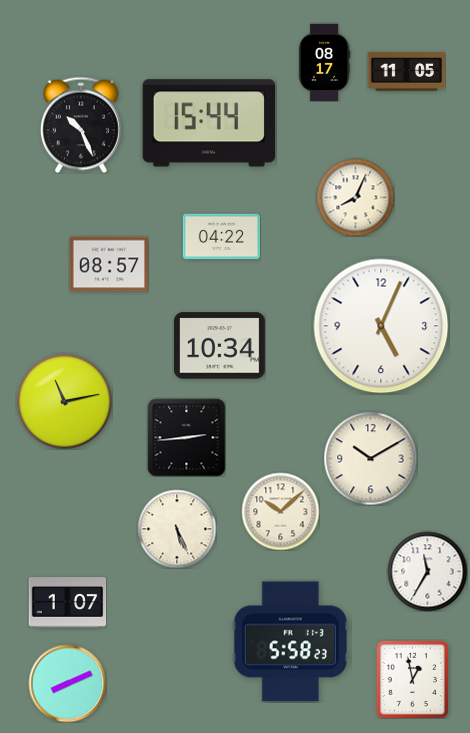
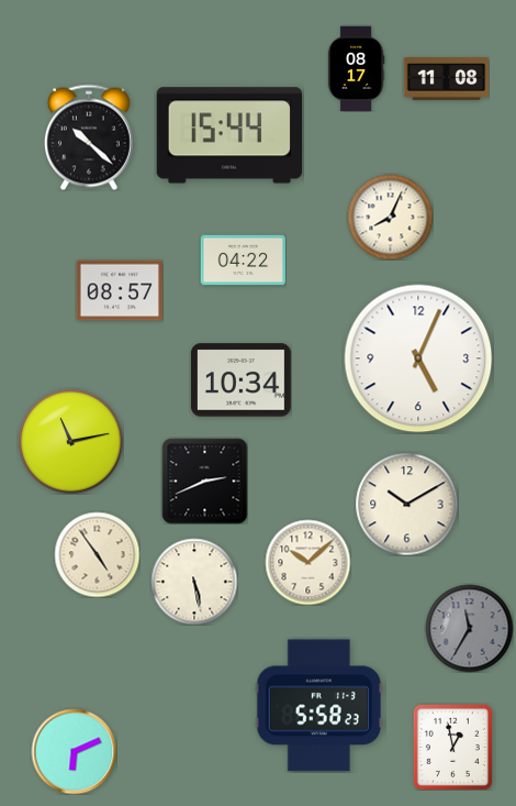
clock at (406, 72): 11:05 -> 11:08
clock at (81, 125): 10:26 -> 10:22
clock at (186, 437): 2:44 -> 2:41
clock at (97, 554): none -> 4:54
clock at (177, 529): 5:26 -> 5:28
clock at (427, 571) dial: white -> grey
clock at (67, 603): 1:07 -> none
clock at (67, 683): 8:11 -> 6:11
